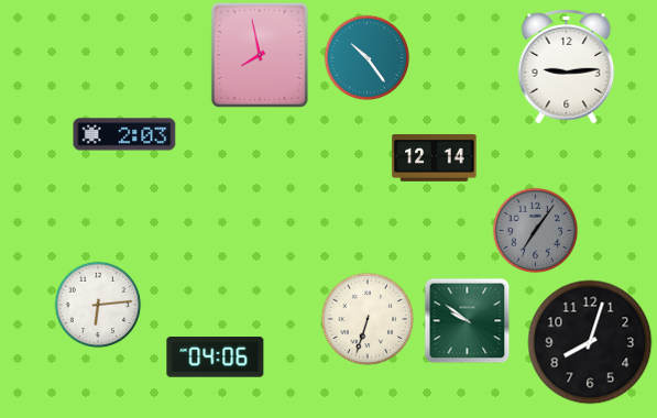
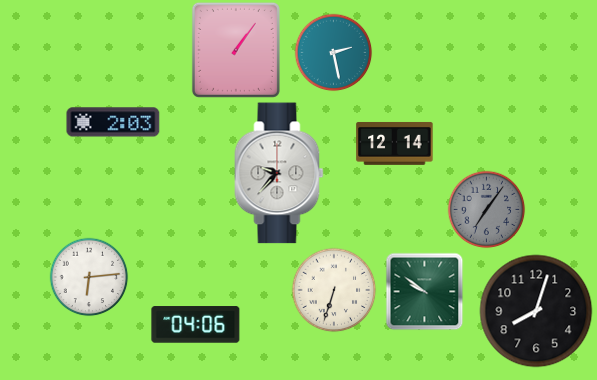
clock at (260, 55): 7:58 -> 1:06
clock at (366, 57): 10:24 -> 2:28
clock at (567, 66): 9:14 -> none
clock at (279, 173): none -> 9:37
